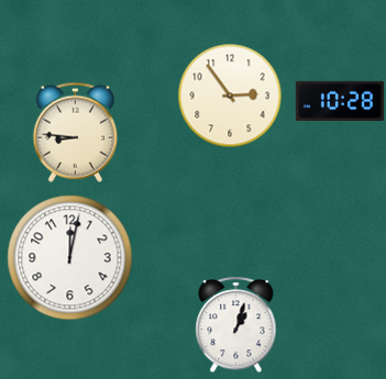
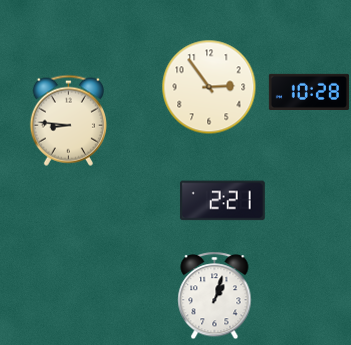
clock at (222, 201): none -> 2:21
clock at (70, 258): 12:02 -> none
